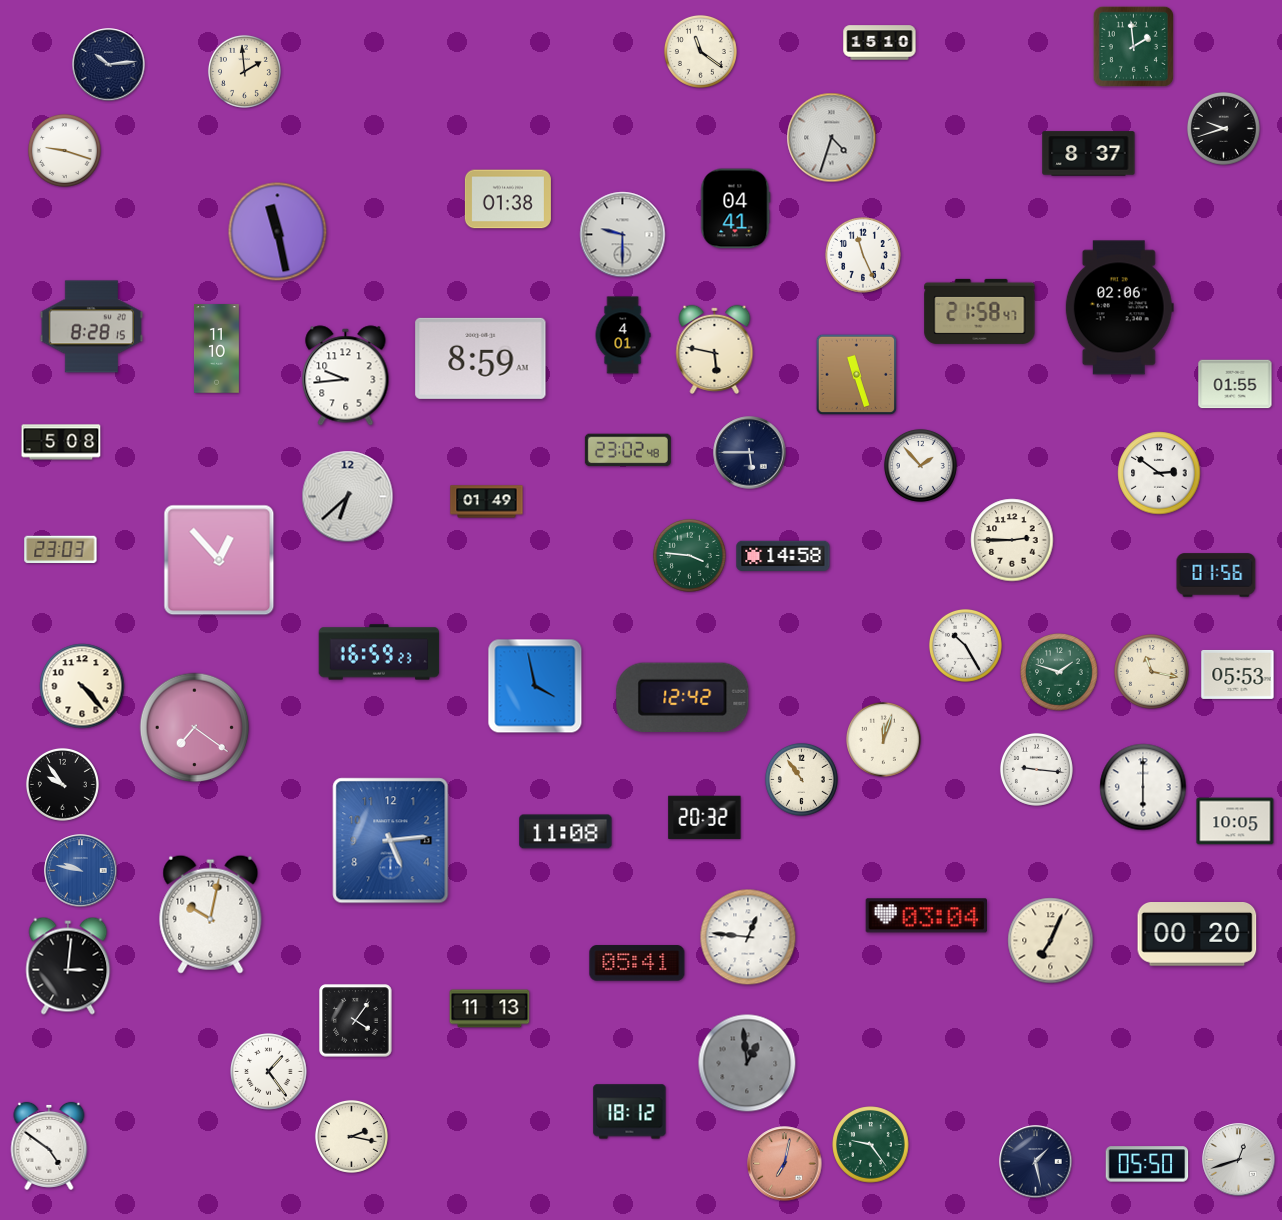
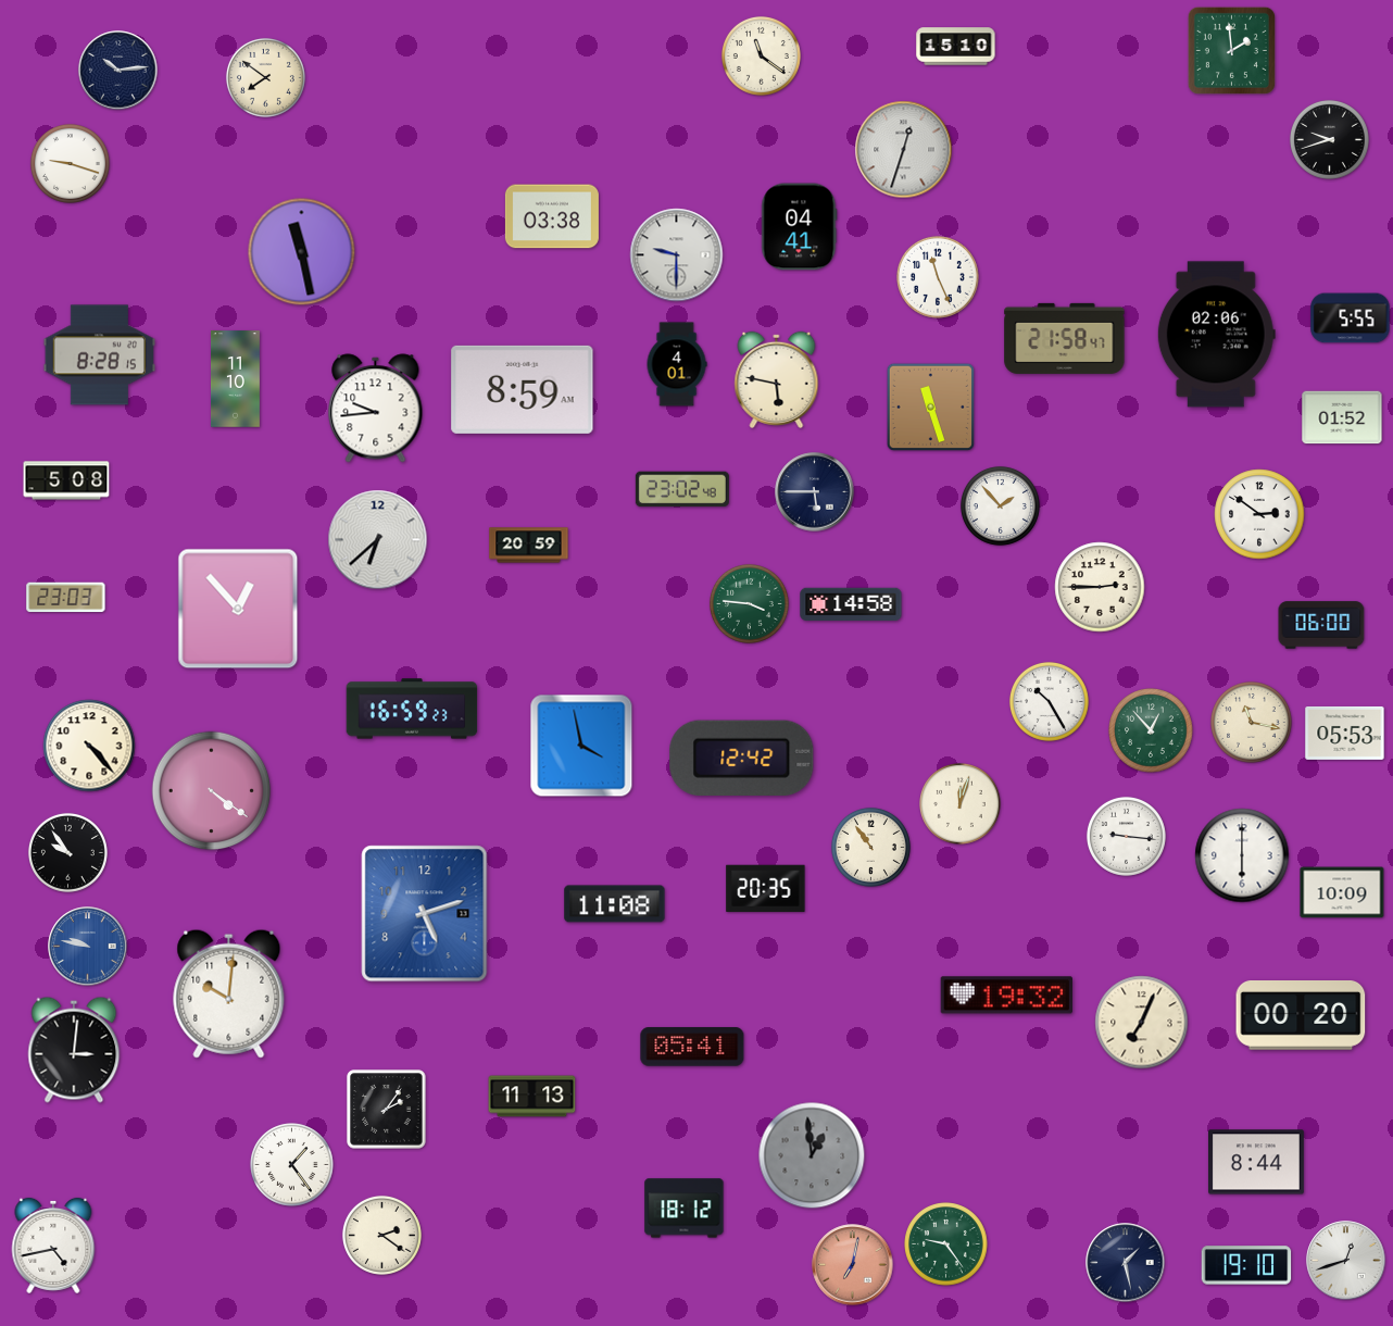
clock at (244, 71): 1:59 -> 7:51
clock at (832, 138): 4:33 -> 12:33
clock at (1089, 154): 8:37 -> none
clock at (508, 199): 01:38 -> 03:38
clock at (1351, 318): none -> 5:55
clock at (1235, 384): 01:55 -> 01:52
clock at (487, 502): 01:49 -> 20:59
clock at (1216, 575): 01:56 -> 06:00
clock at (1059, 672): 1:48 -> 12:53
clock at (1152, 672) position: (1152, 672) -> (1252, 723)
clock at (195, 728): 7:21 -> 4:21
clock at (705, 817): 20:32 -> 20:35
clock at (1235, 821): 10:05 -> 10:09
clock at (391, 841): 5:14 -> 5:12
clock at (211, 914): 10:02 -> 10:01
clock at (926, 916): 03:04 -> 19:32
clock at (748, 937): 12:46 -> none
clock at (356, 1021): 4:06 -> 2:06
clock at (1257, 1162): none -> 8:44
clock at (351, 1136): 2:17 -> 2:21
clock at (49, 1146): 4:51 -> 4:43
clock at (1147, 1164): 05:50 -> 19:10
